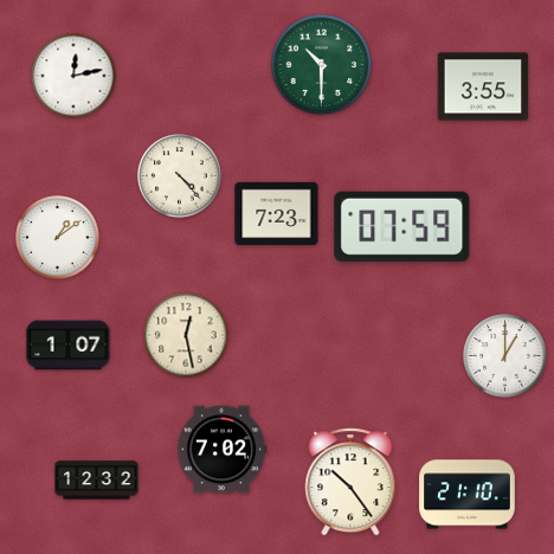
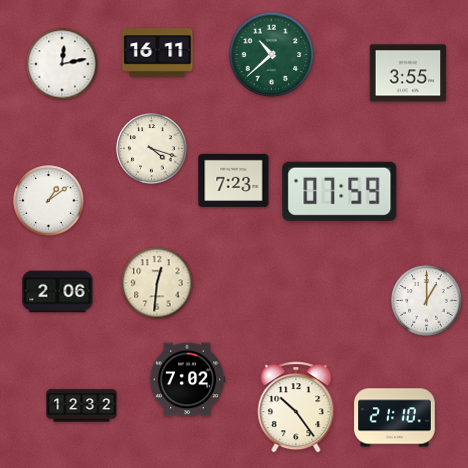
clock at (158, 53): none -> 16:11
clock at (322, 65): 10:30 -> 10:38
clock at (180, 176): 4:23 -> 4:18
clock at (186, 335): 12:28 -> 12:31
clock at (69, 346): 1:07 -> 2:06
